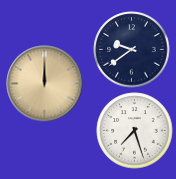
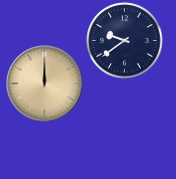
clock at (132, 50) position: (132, 50) -> (125, 41)
clock at (135, 131): 7:27 -> none
